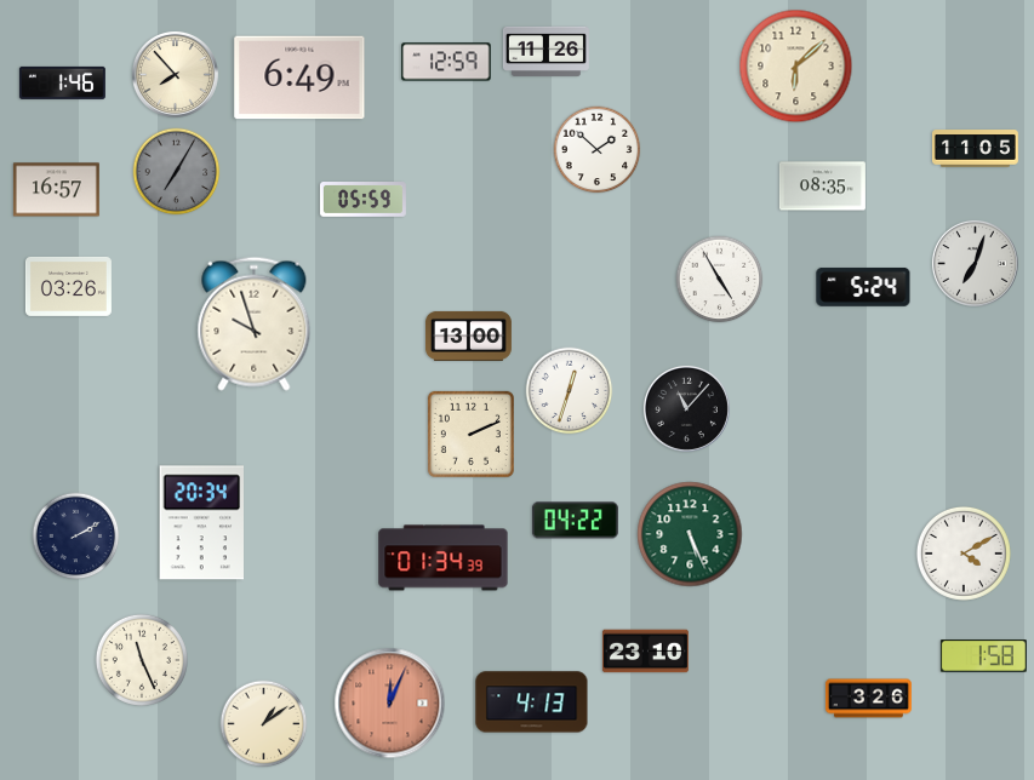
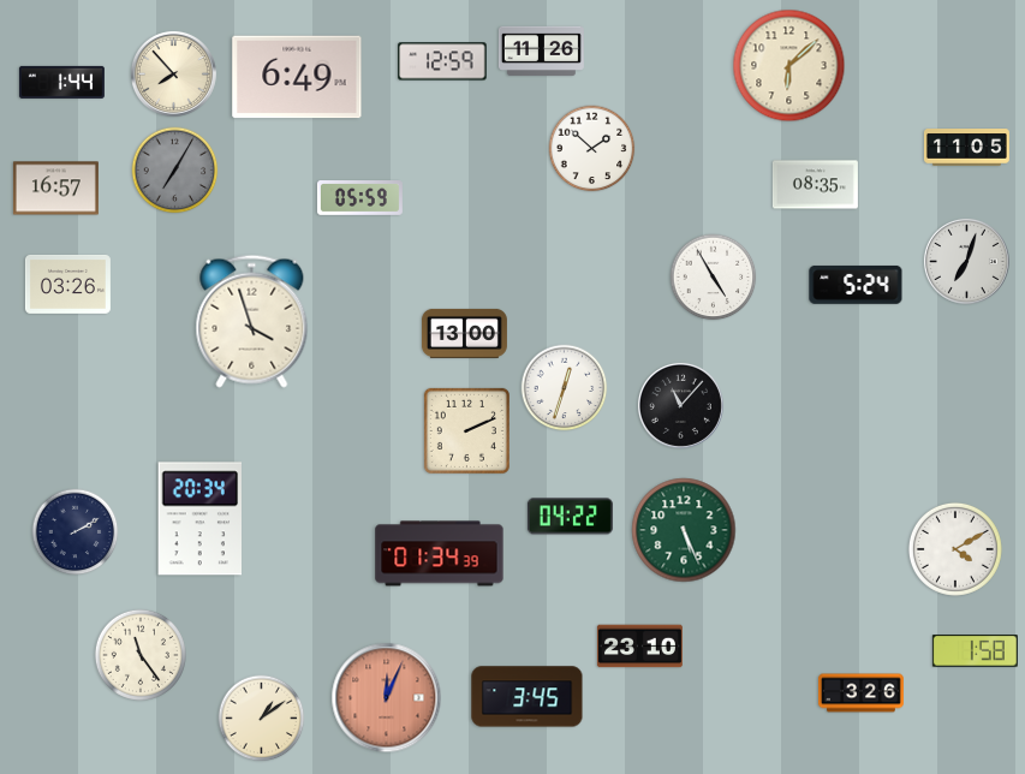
clock at (62, 82): 1:46 -> 1:44
clock at (255, 323): 9:57 -> 3:57
clock at (142, 660): 11:26 -> 11:24
clock at (532, 702): 4:13 -> 3:45
